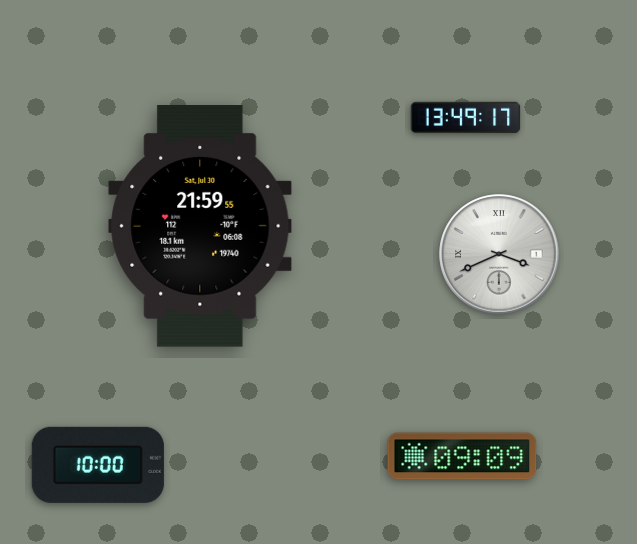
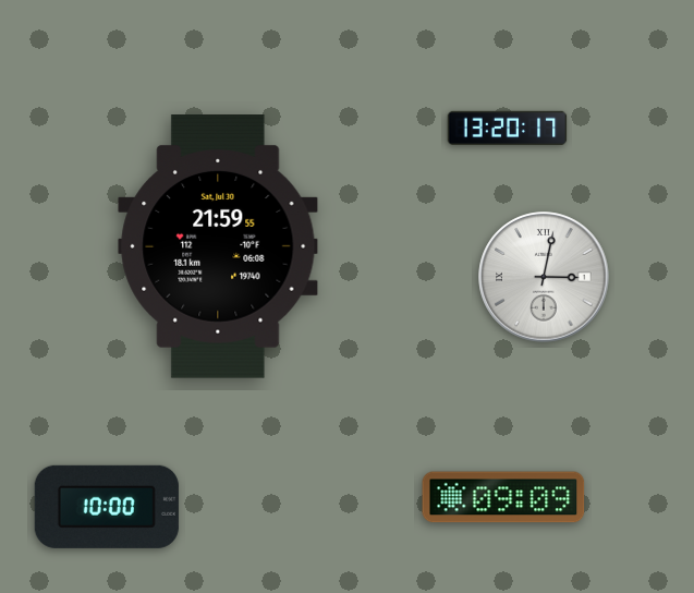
clock at (466, 118): 13:49 -> 13:20
clock at (499, 254): 3:41 -> 3:02
